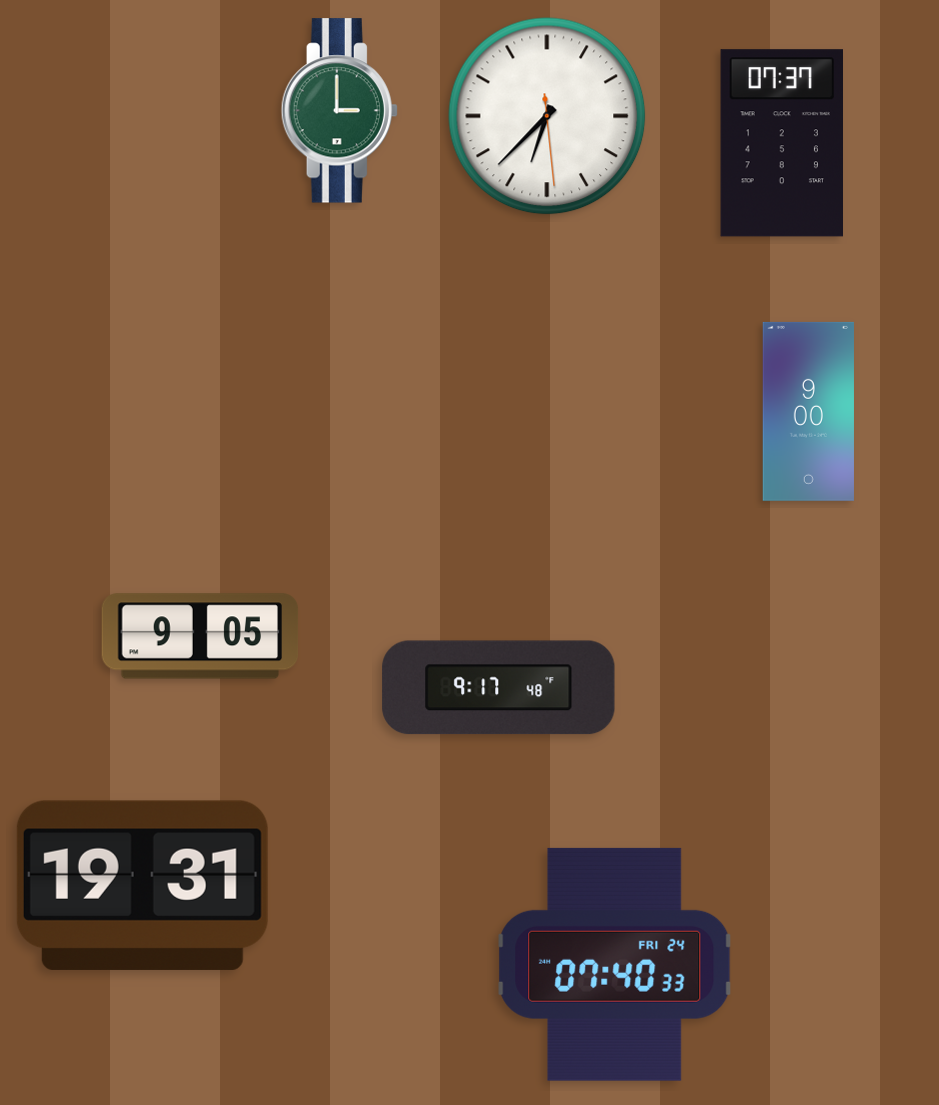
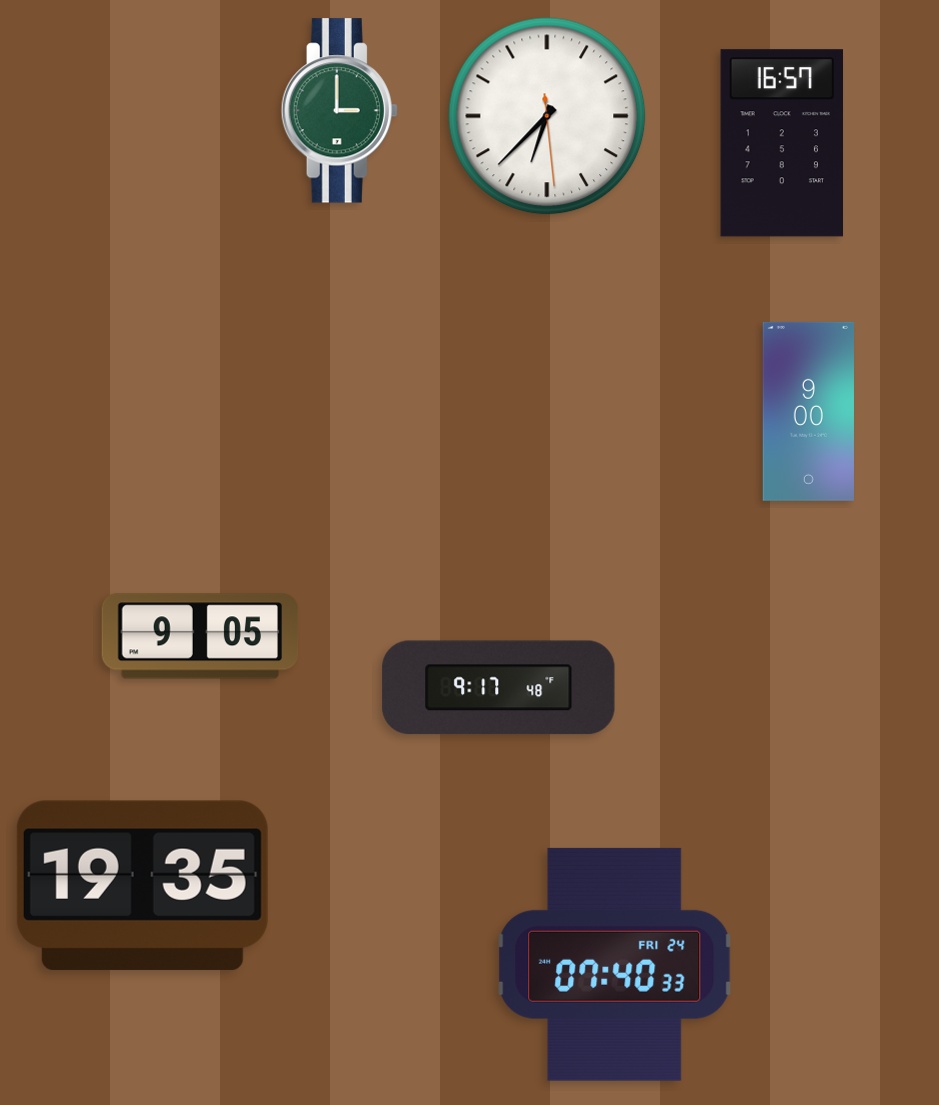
clock at (781, 143): 07:37 -> 16:57
clock at (142, 885): 19:31 -> 19:35
